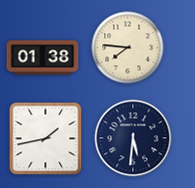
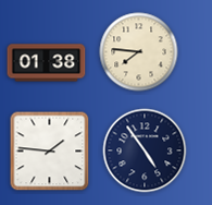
clock at (133, 138): 5:31 -> 4:54
clock at (46, 139): 1:43 -> 1:46
